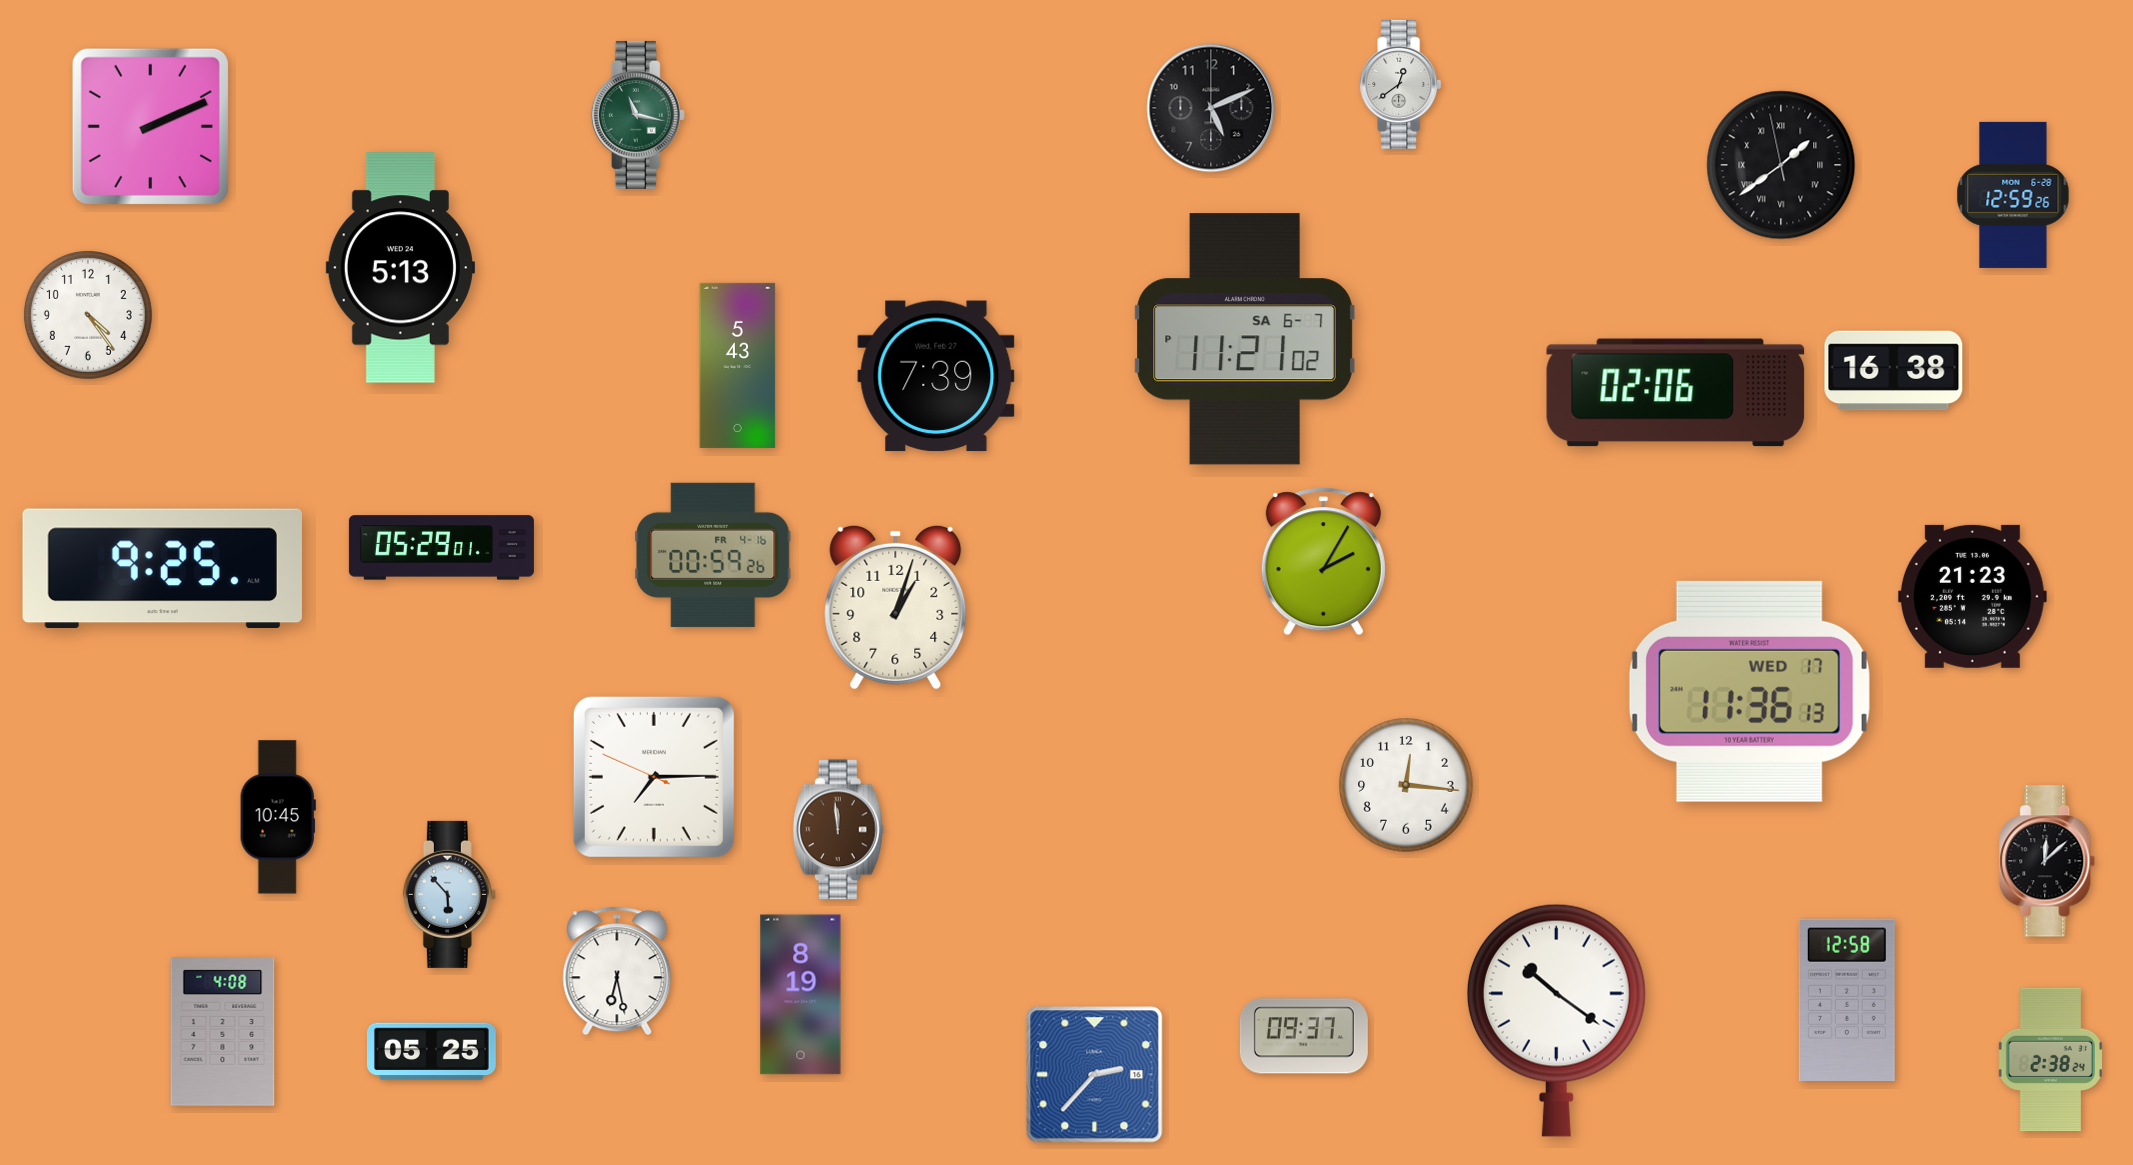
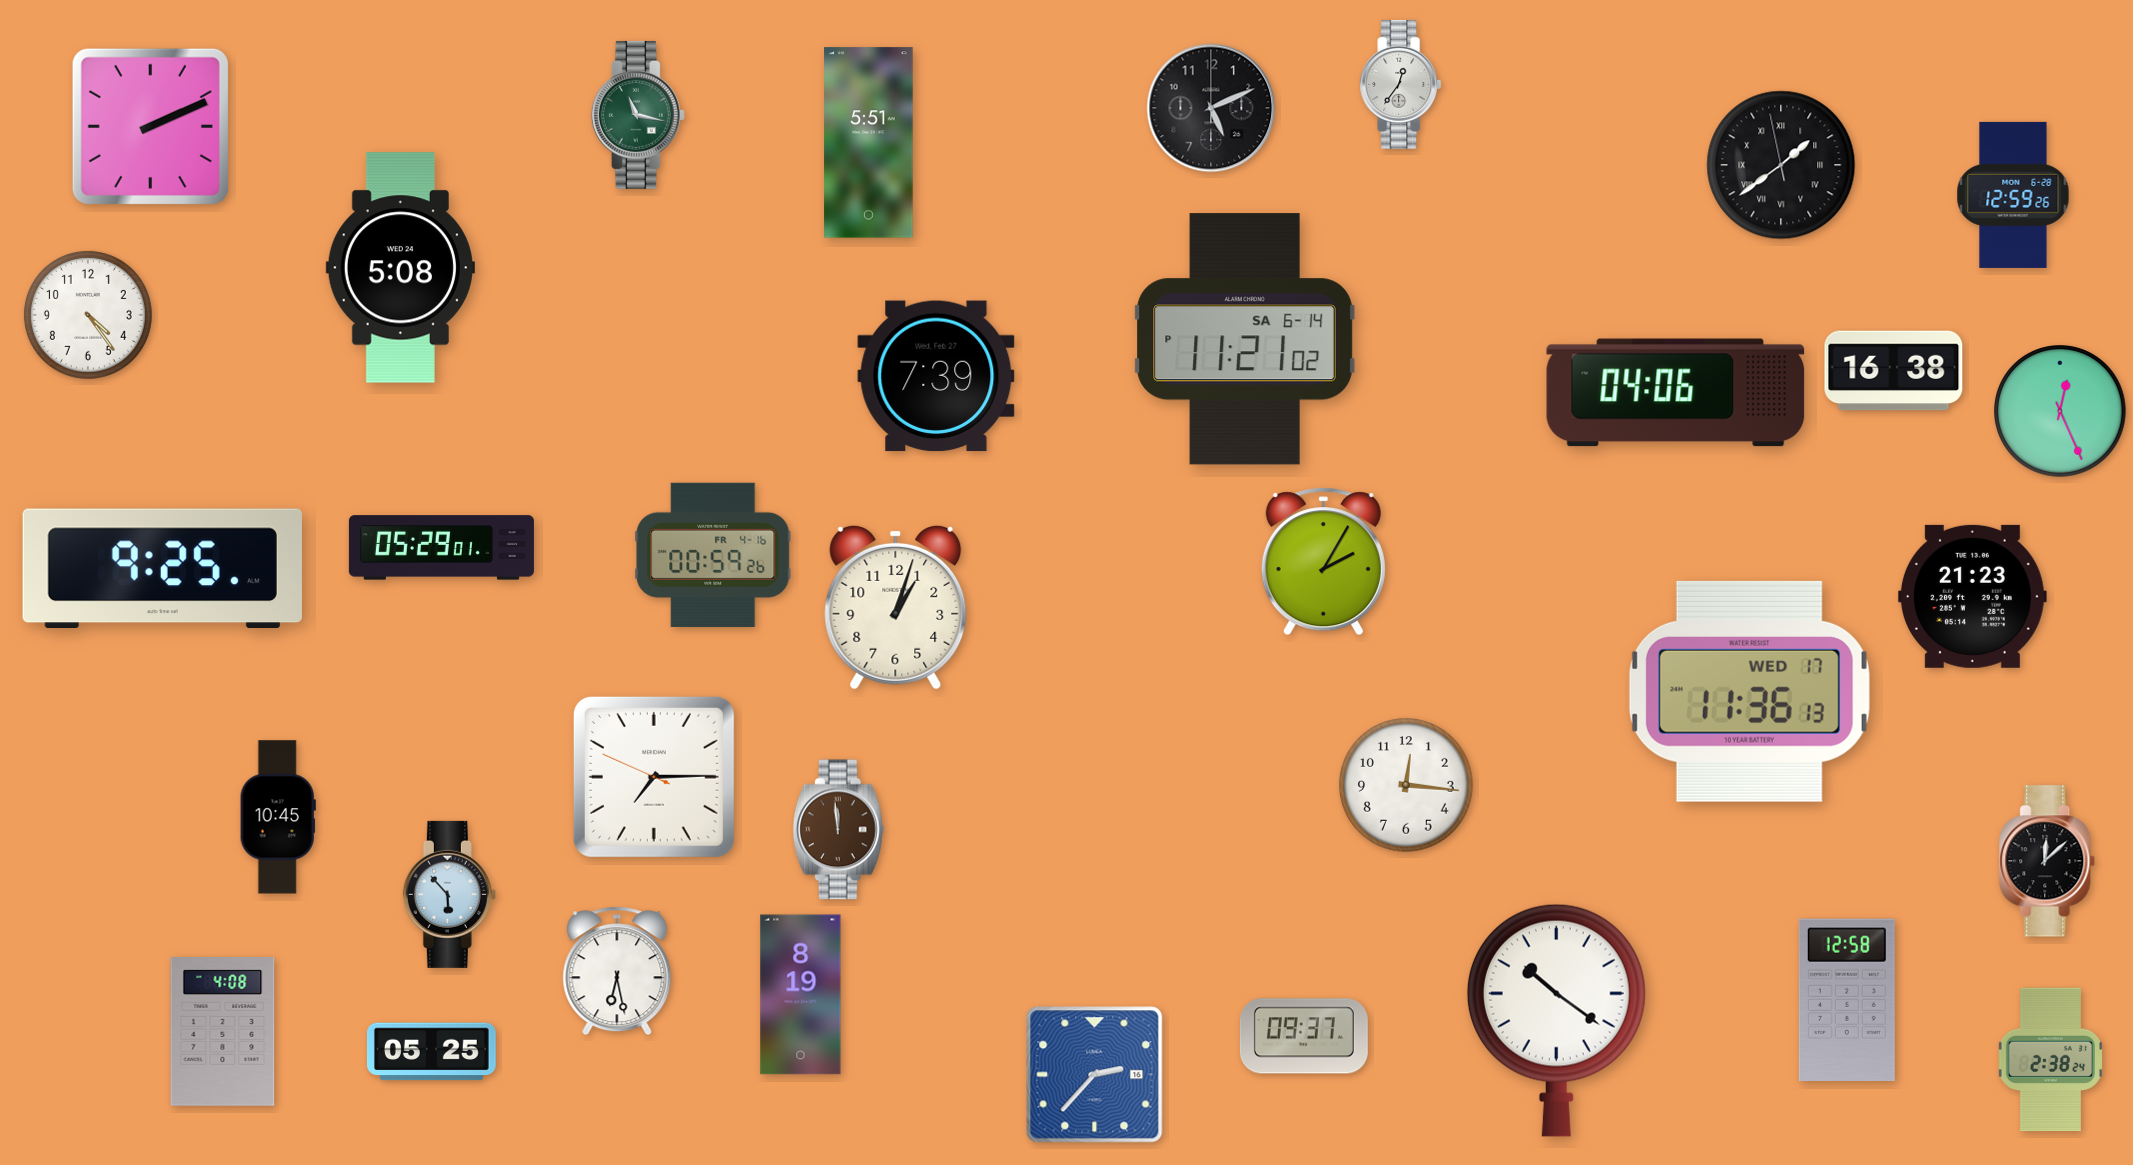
clock at (1401, 84): 12:39 -> 12:36
clock at (869, 143): none -> 5:51
clock at (400, 268): 5:13 -> 5:08
clock at (1245, 339) date: SA 6-7 -> SA 6-14
clock at (738, 365): 5:43 -> none
clock at (1676, 393): 02:06 -> 04:06
clock at (2061, 412): none -> 12:26
